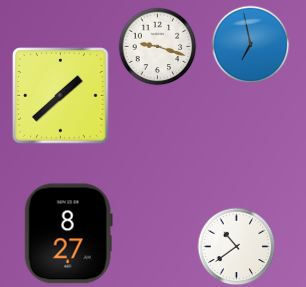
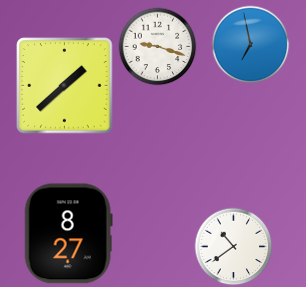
clock at (61, 96) position: (61, 96) -> (65, 86)
clock at (236, 246) position: (236, 246) -> (233, 246)
